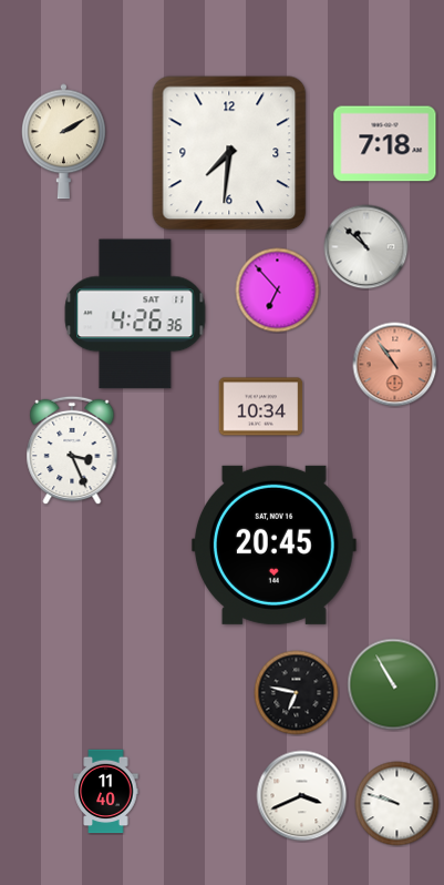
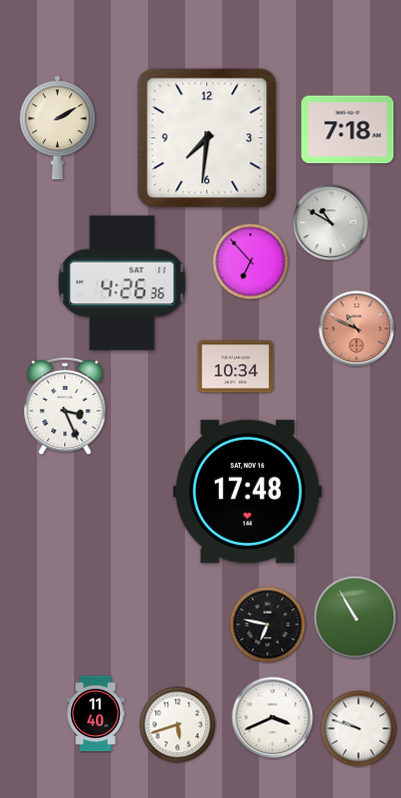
clock at (366, 247): 10:52 -> 10:50
clock at (395, 365): 10:54 -> 10:49
clock at (275, 545): 20:45 -> 17:48
clock at (178, 725): none -> 5:42
clock at (397, 804) position: (397, 804) -> (359, 729)
